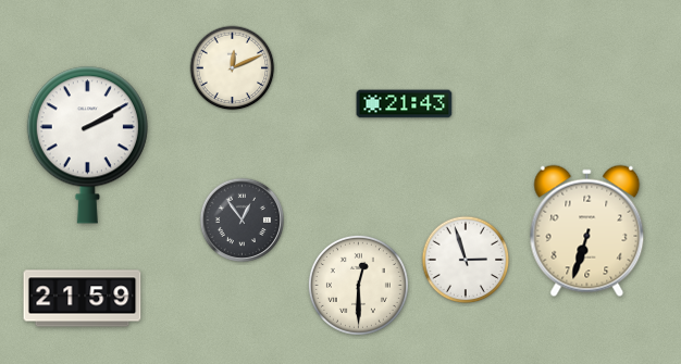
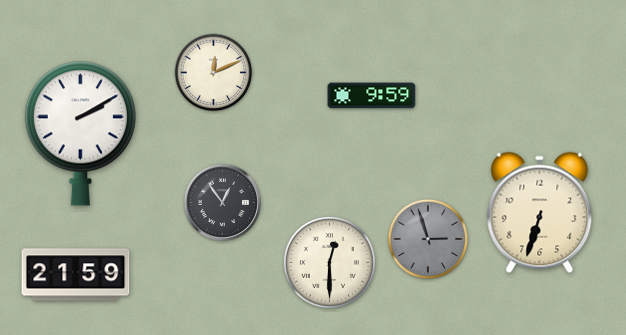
clock at (233, 68) position: (233, 68) -> (214, 73)
clock at (405, 104): 21:43 -> 9:59
clock at (466, 260) dial: white -> grey
